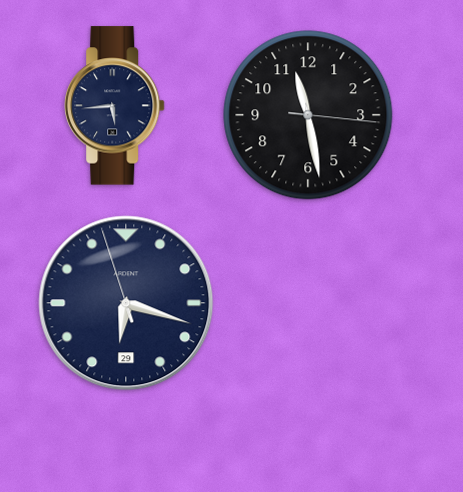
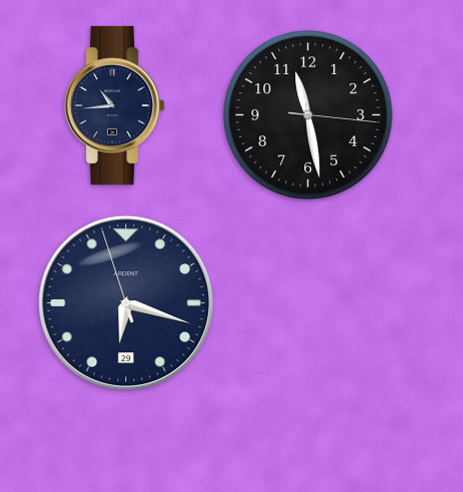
clock at (115, 106): 5:44 -> 10:44
